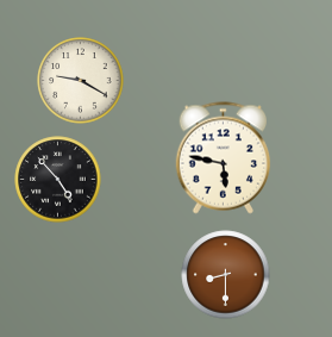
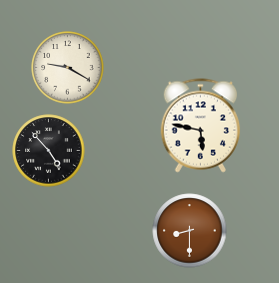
clock at (224, 158) position: (224, 158) -> (201, 126)
